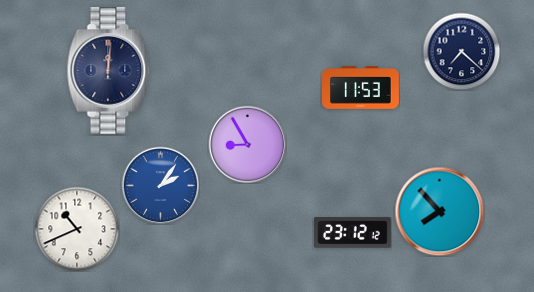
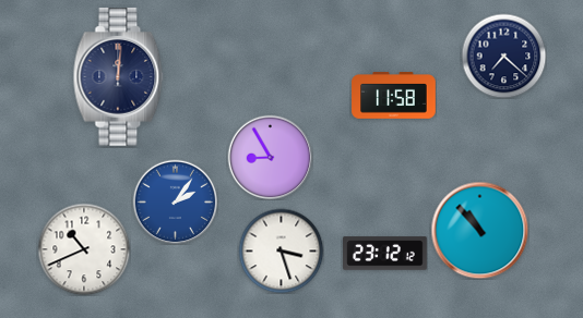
clock at (361, 88): 11:53 -> 11:58
clock at (439, 211): 7:53 -> 10:53
clock at (281, 250): none -> 3:27
